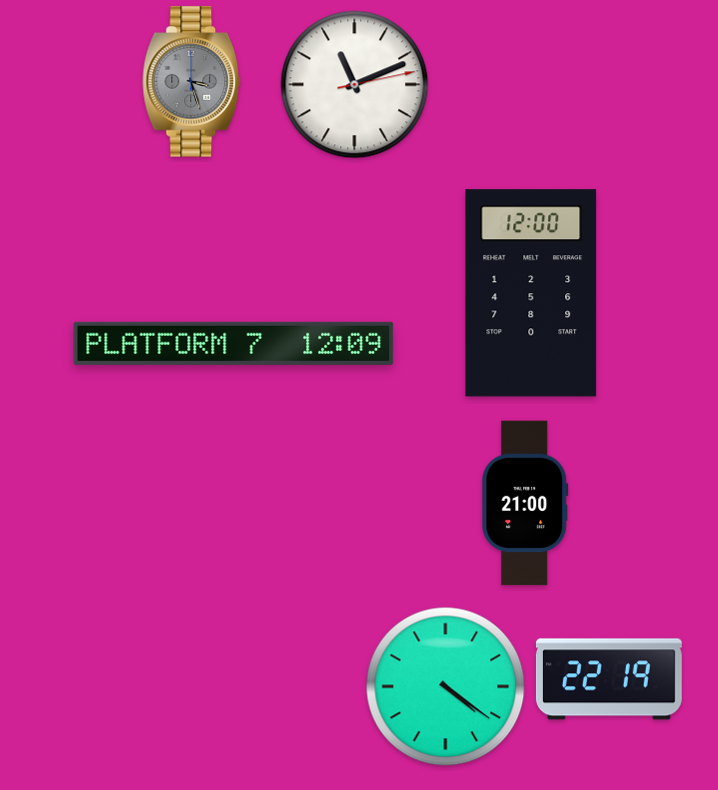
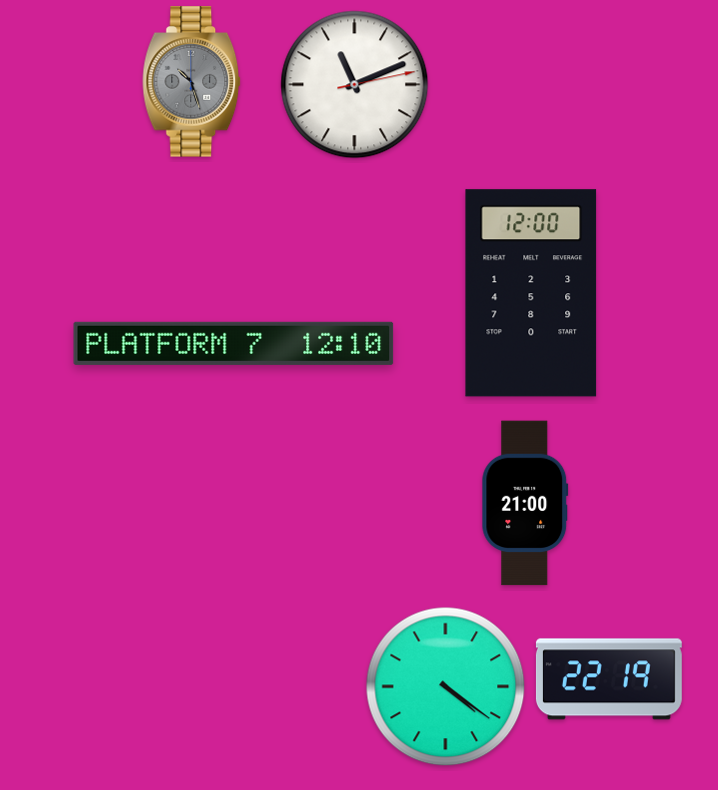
clock at (192, 82): 3:27 -> 10:27
clock at (234, 343): 12:09 -> 12:10
